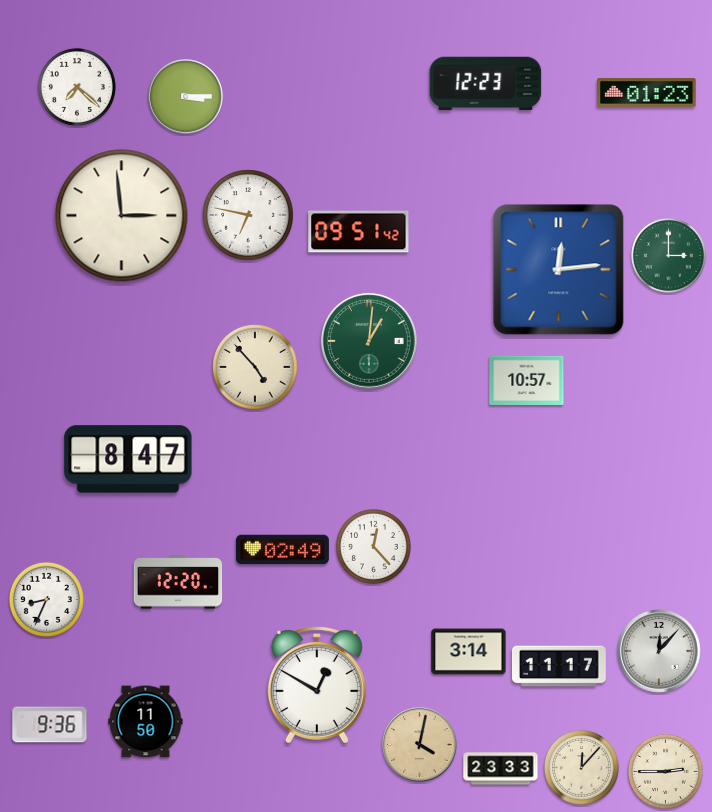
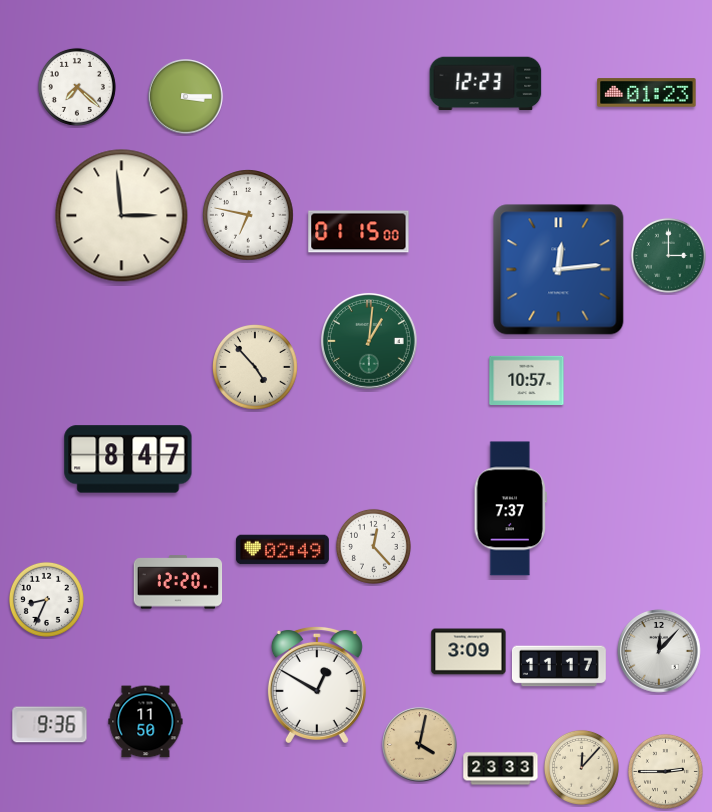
clock at (359, 232): 09:51 -> 01:15
clock at (510, 509): none -> 7:37
clock at (469, 652): 3:14 -> 3:09
